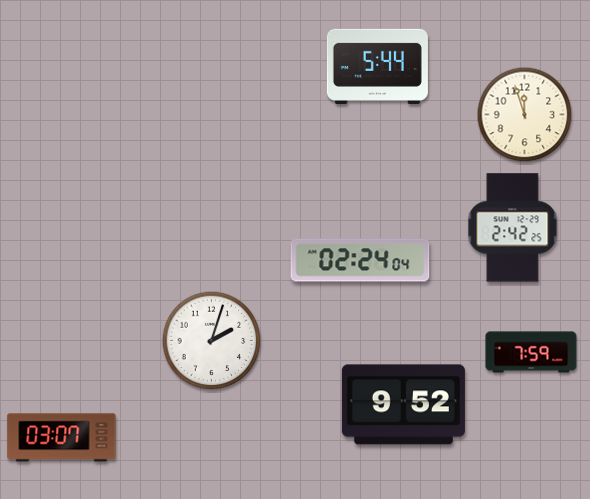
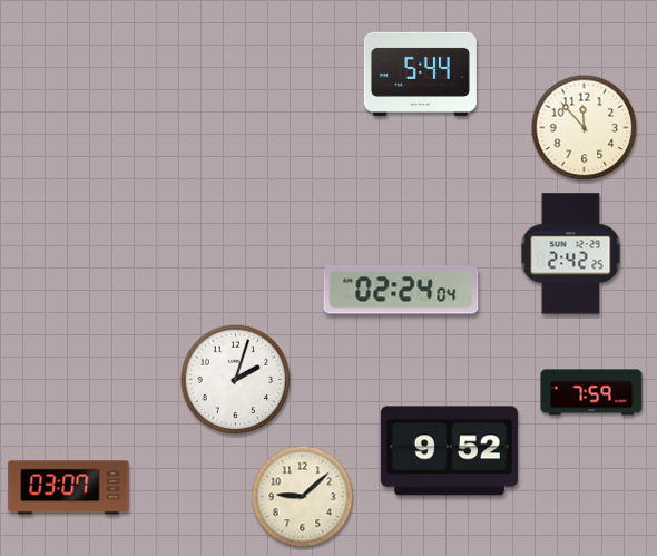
clock at (525, 115): 11:57 -> 11:53
clock at (303, 497): none -> 9:08
